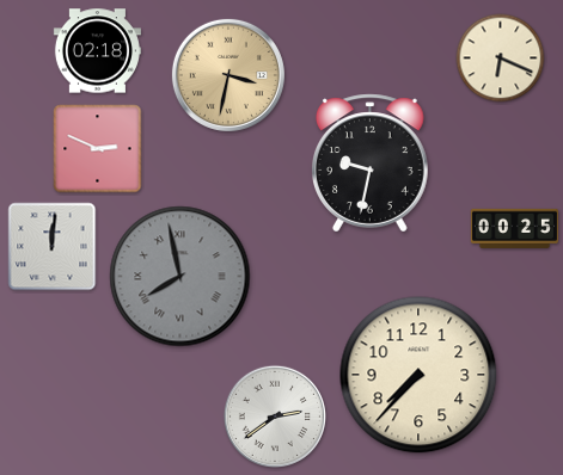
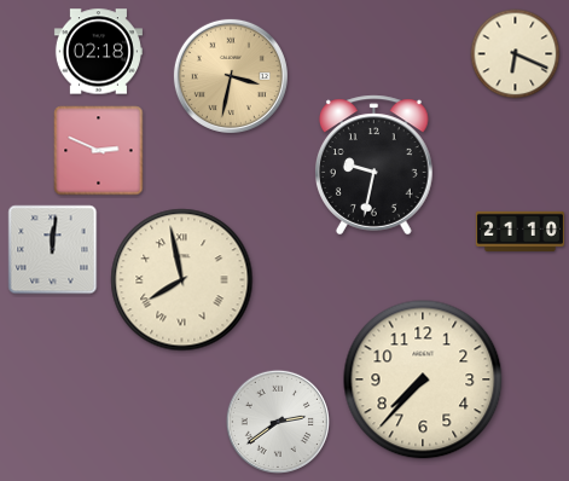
clock at (501, 58) position: (501, 58) -> (516, 54)
clock at (514, 228): 00:25 -> 21:10
clock at (180, 277) dial: grey -> cream
